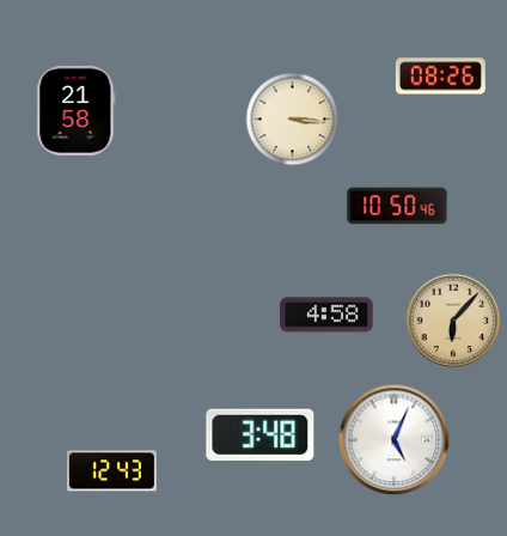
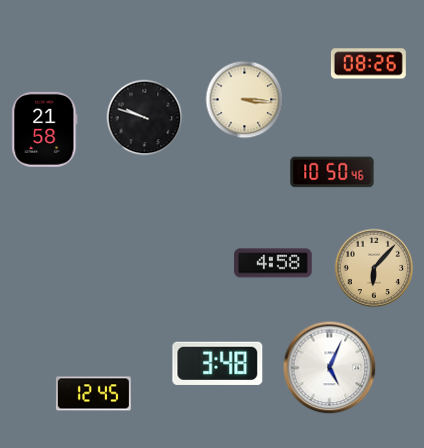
clock at (77, 110) position: (77, 110) -> (45, 129)
clock at (145, 118): none -> 9:48
clock at (453, 321) position: (453, 321) -> (374, 268)
clock at (111, 471): 12:43 -> 12:45
